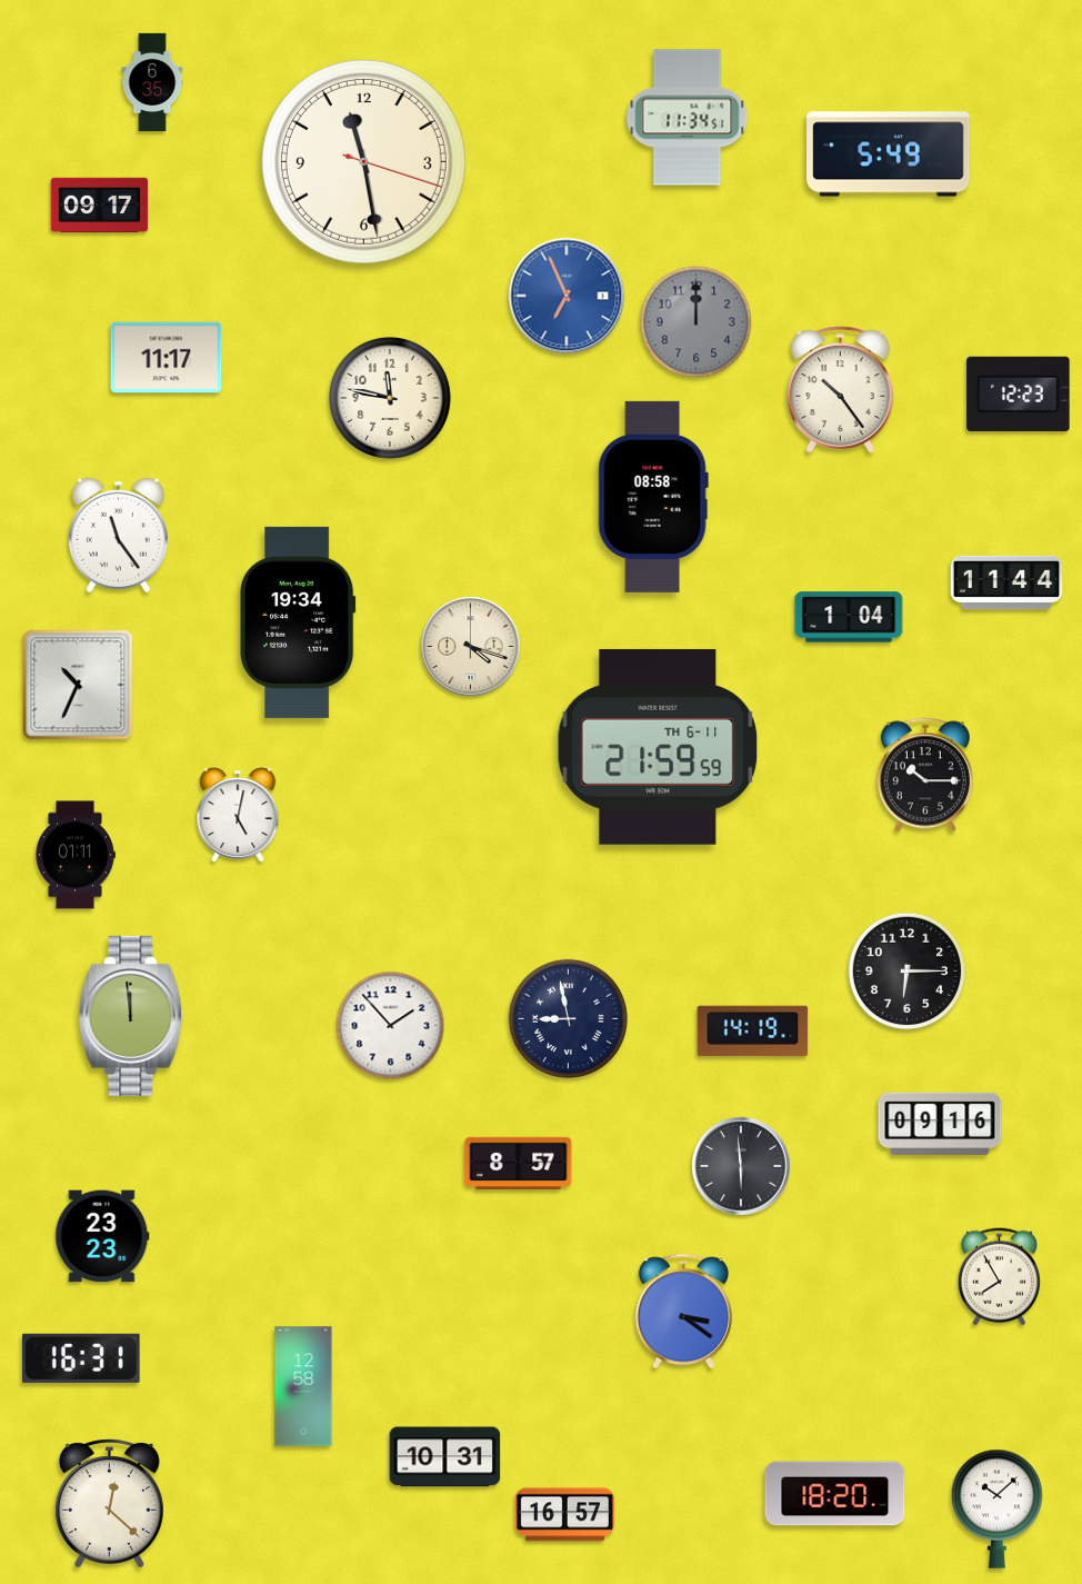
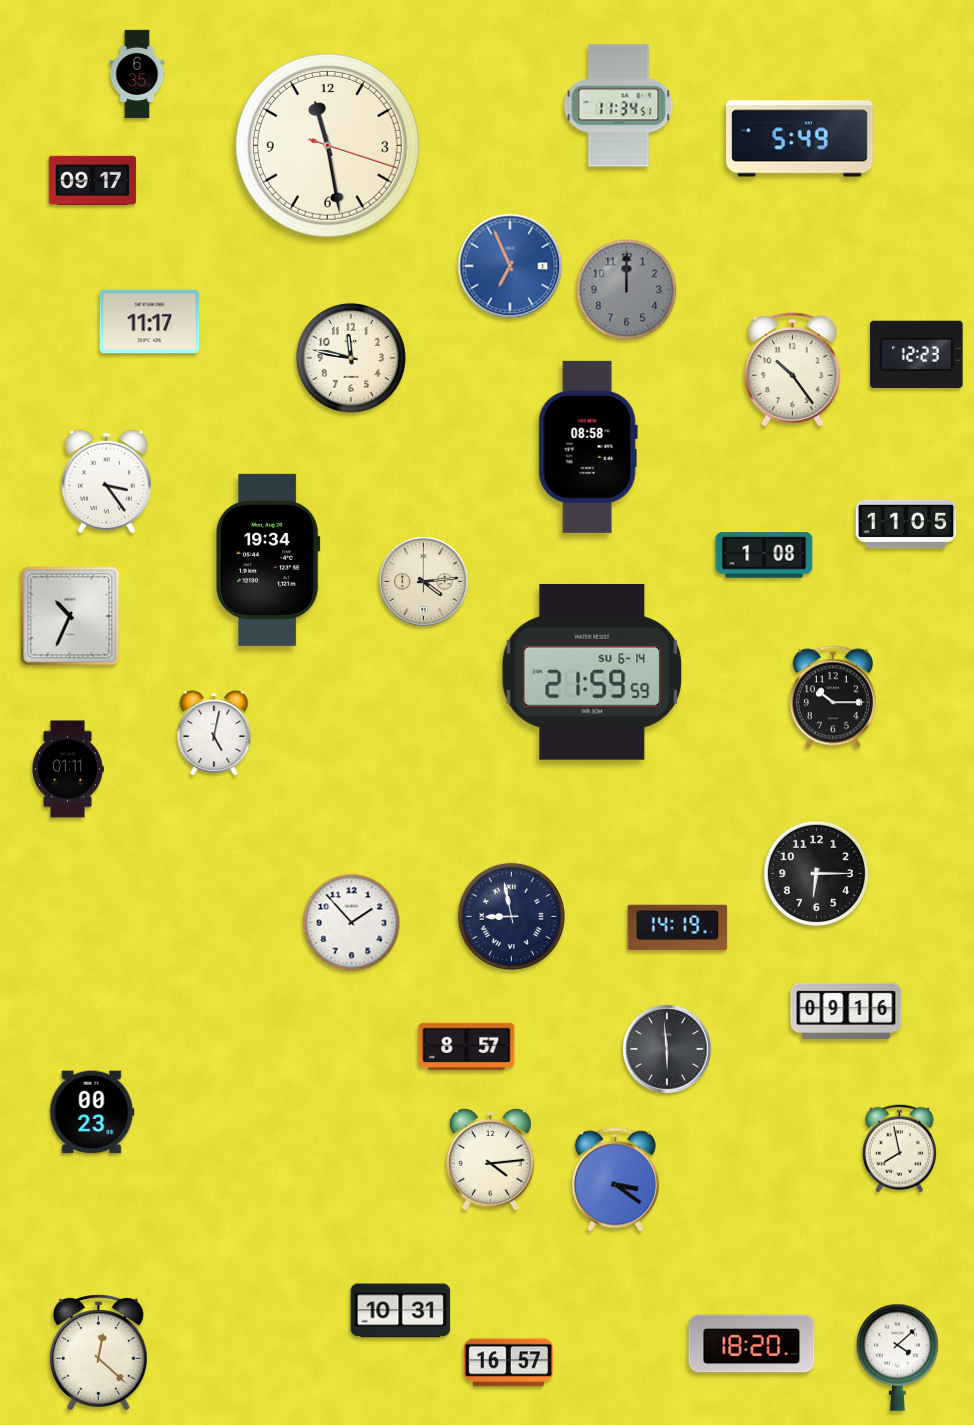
clock at (100, 206) position: (100, 206) -> (93, 181)
clock at (841, 390) position: (841, 390) -> (793, 370)
clock at (118, 536): 11:24 -> 3:24
clock at (1006, 582): 11:44 -> 11:05
clock at (849, 617): 1:04 -> 1:08
clock at (471, 647): 4:18 -> 4:14
clock at (658, 747) date: TH 6-11 -> SU 6-14
clock at (131, 1016): 11:59 -> none
clock at (102, 1236): 23:23 -> 00:23
clock at (999, 1277): 7:55 -> 7:58
clock at (491, 1160): none -> 4:14
clock at (82, 1358): 16:31 -> none
clock at (303, 1386): 12:58 -> none
clock at (996, 1508): 10:08 -> 4:08
